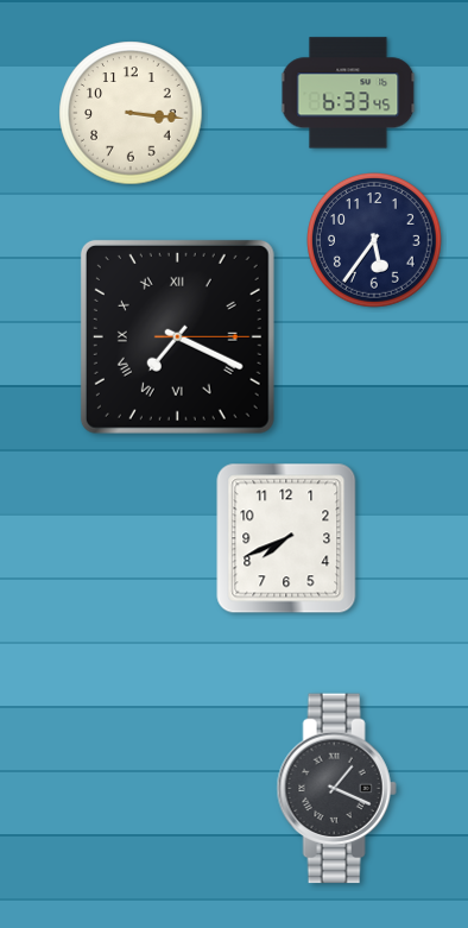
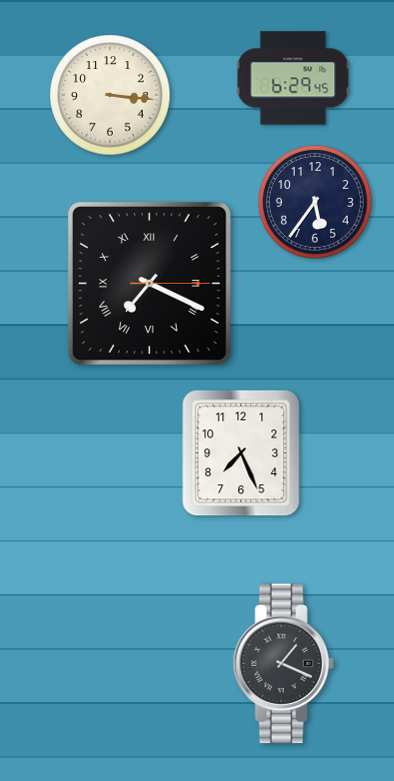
clock at (348, 93): 6:33 -> 6:29
clock at (286, 538): 7:41 -> 7:26
